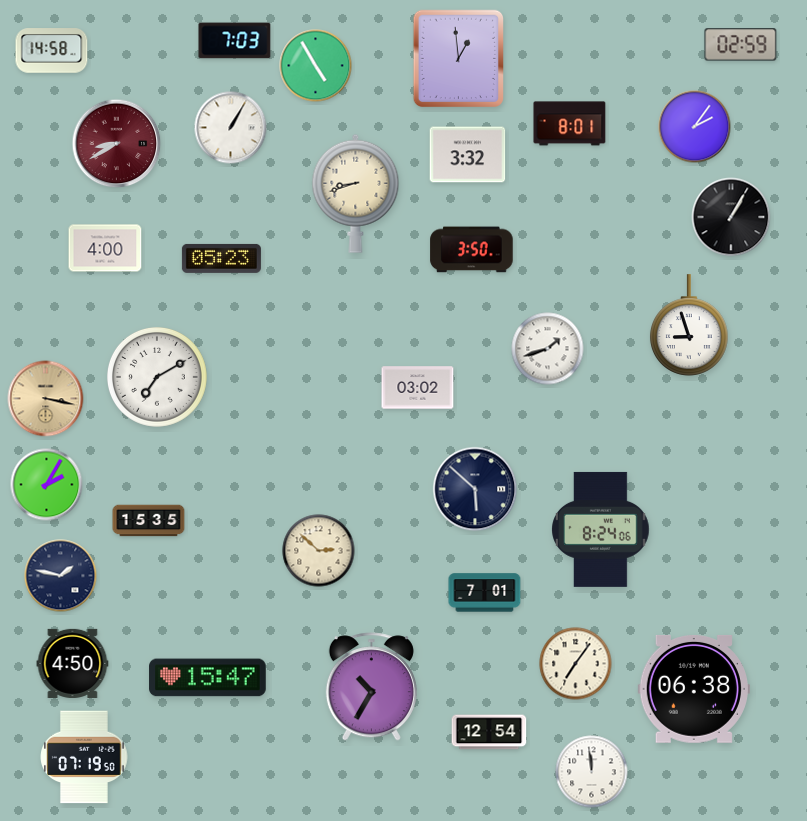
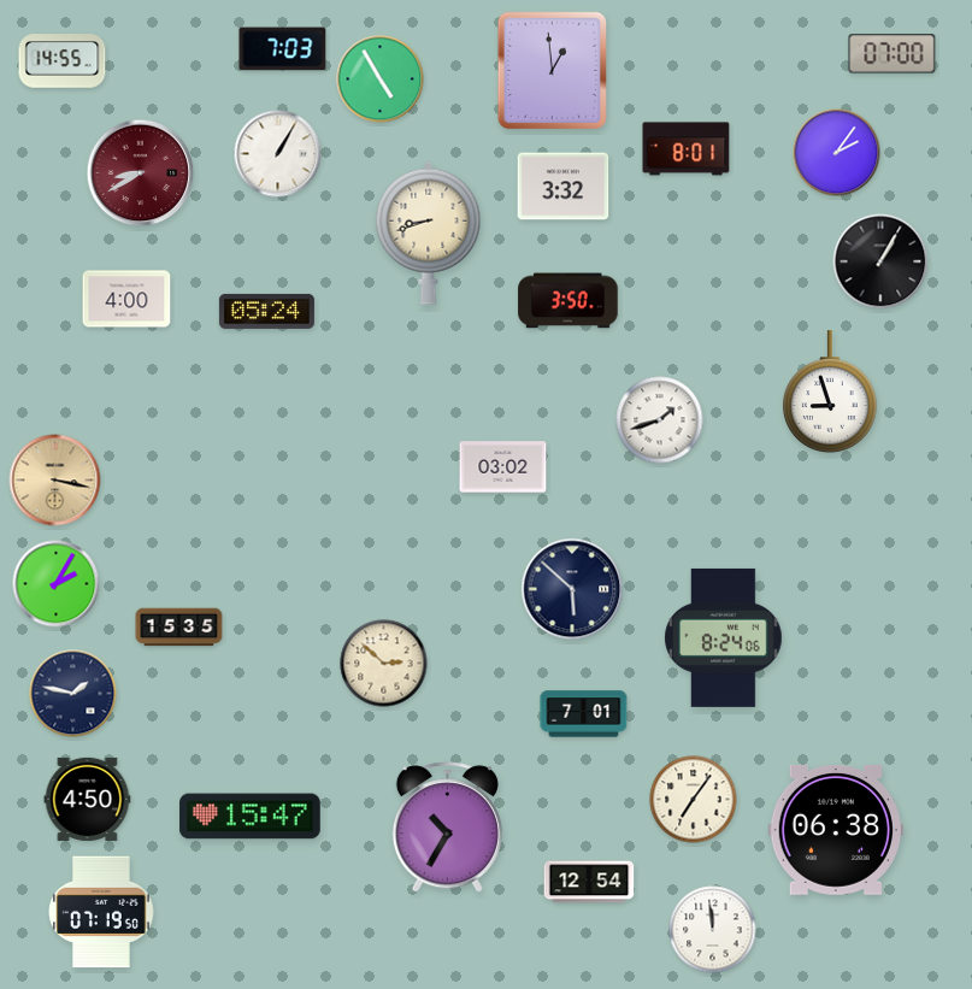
clock at (741, 45): 02:59 -> 07:00
clock at (52, 51): 14:58 -> 14:55
clock at (221, 258): 05:23 -> 05:24
clock at (157, 377): 7:10 -> none
